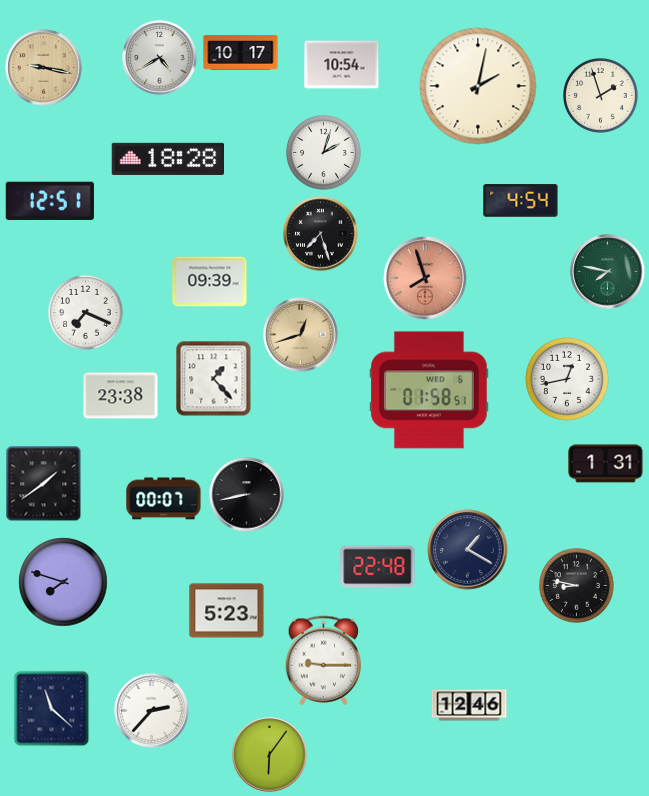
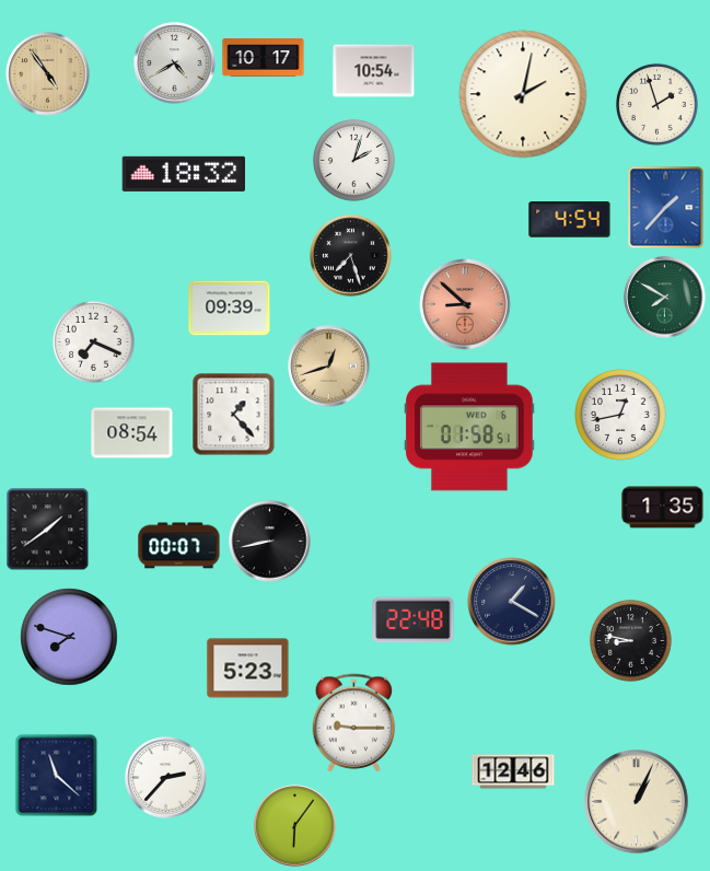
clock at (44, 68): 9:17 -> 4:54
clock at (324, 153) position: (324, 153) -> (354, 161)
clock at (168, 159): 18:28 -> 18:32
clock at (666, 208): none -> 1:37
clock at (50, 200): 12:51 -> none
clock at (608, 272): 7:47 -> 7:50
clock at (425, 278): 7:57 -> 8:52
clock at (121, 396): 23:38 -> 08:54
clock at (606, 464): 1:31 -> 1:35
clock at (637, 802): none -> 1:04
